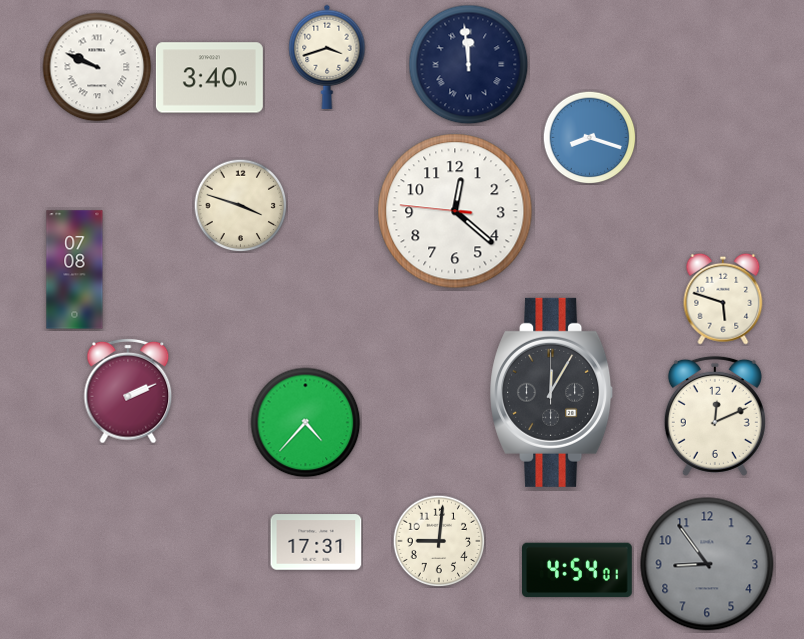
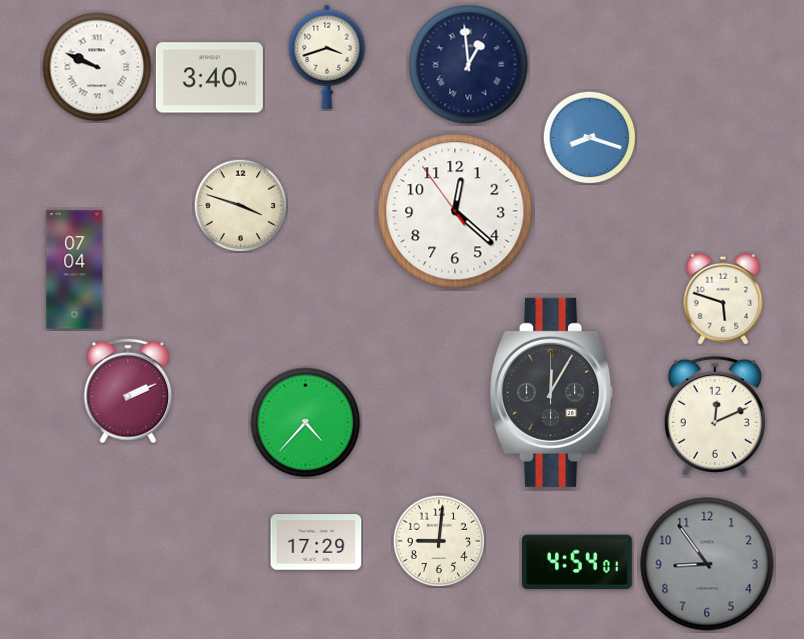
clock at (469, 65): 11:59 -> 12:59
clock at (455, 211): 12:21:46 -> 12:21:54
clock at (75, 270): 07:08 -> 07:04
clock at (316, 542): 17:31 -> 17:29
clock at (578, 570) position: (578, 570) -> (578, 562)
